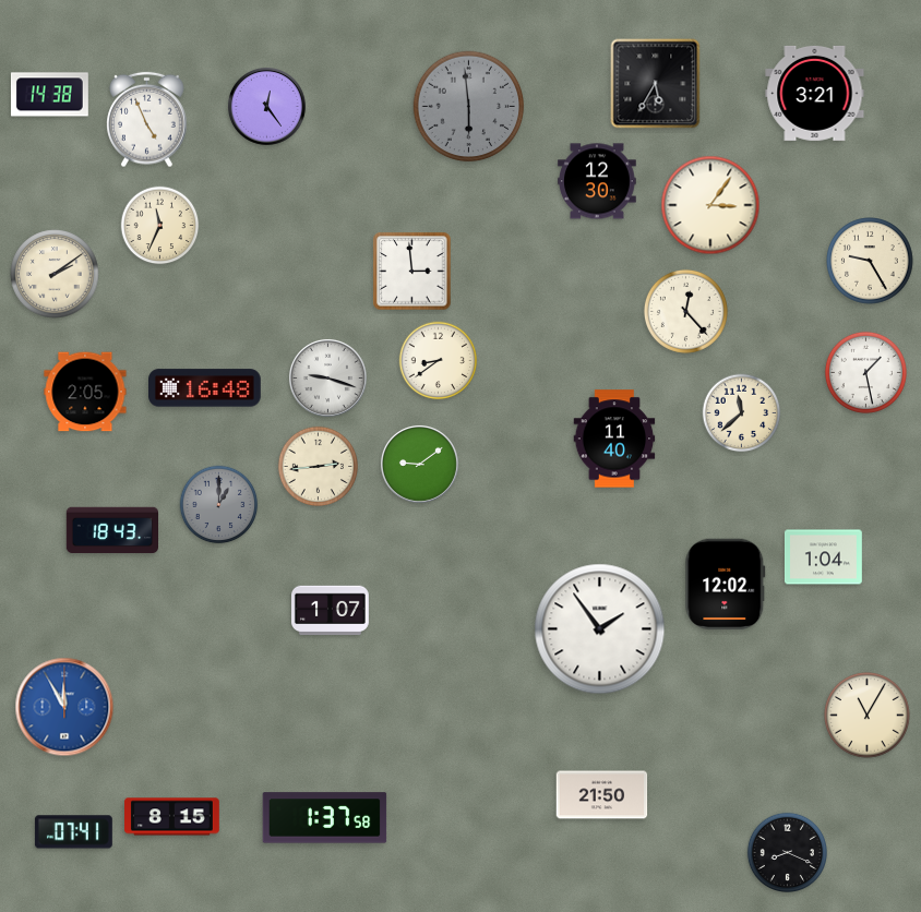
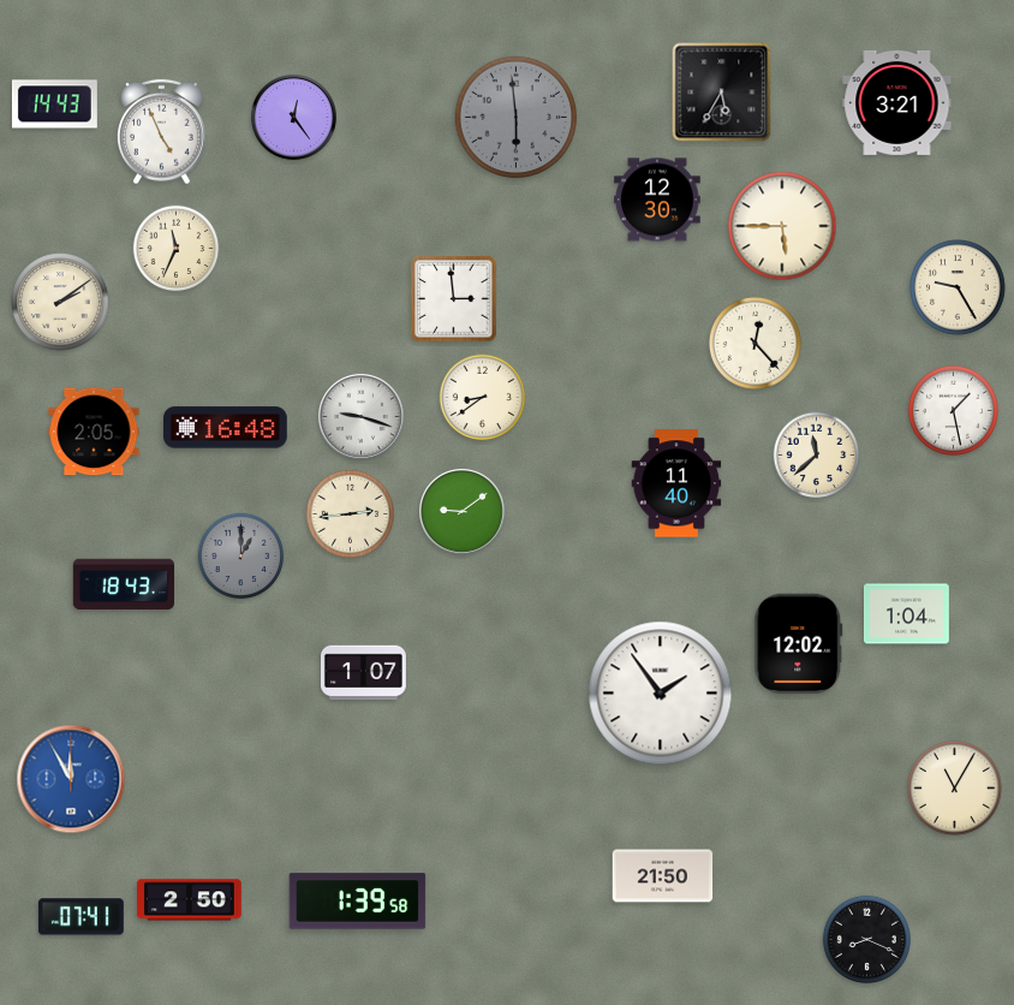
clock at (49, 95): 14:38 -> 14:43
clock at (710, 205): 3:06 -> 5:45
clock at (172, 817): 8:15 -> 2:50
clock at (325, 818): 1:37 -> 1:39
